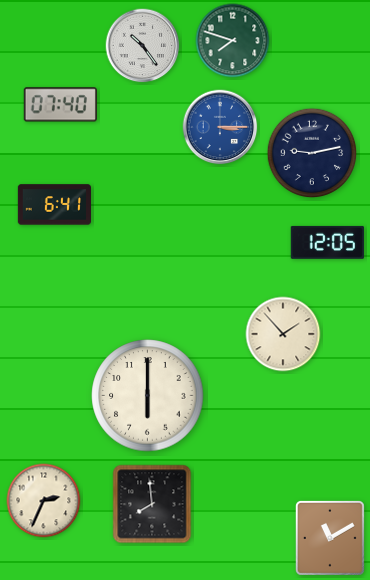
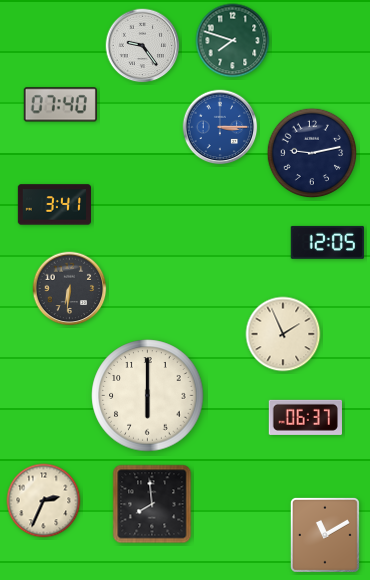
clock at (143, 46): 10:24 -> 9:24
clock at (54, 205): 6:41 -> 3:41
clock at (70, 289): none -> 6:31
clock at (283, 334): 1:53 -> 1:56
clock at (305, 417): none -> 06:37
clock at (330, 538) position: (330, 538) -> (325, 535)
